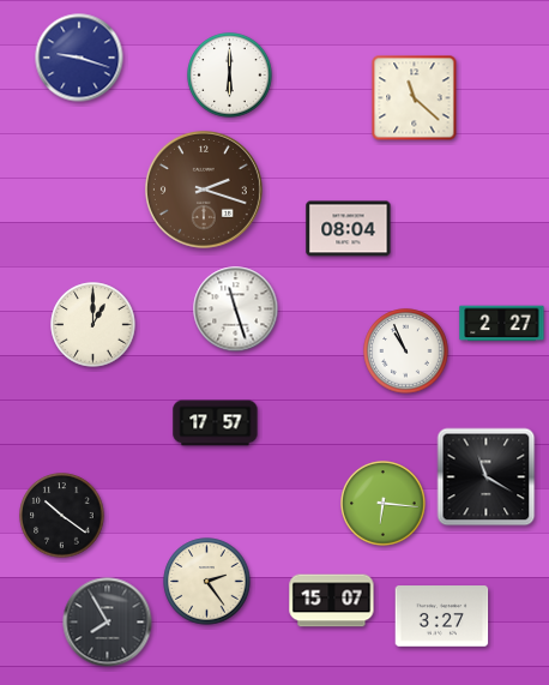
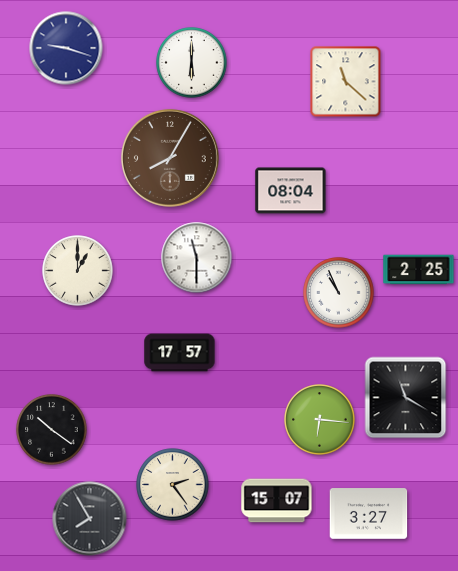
clock at (204, 190): 2:18 -> 8:05
clock at (236, 310): 11:27 -> 11:30
clock at (502, 324): 2:27 -> 2:25
